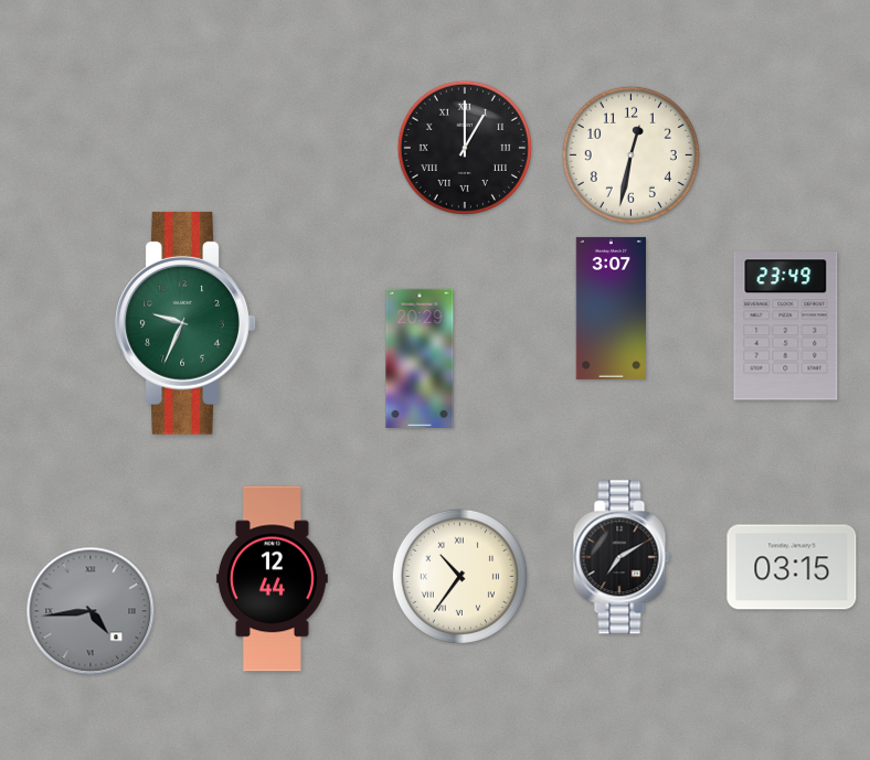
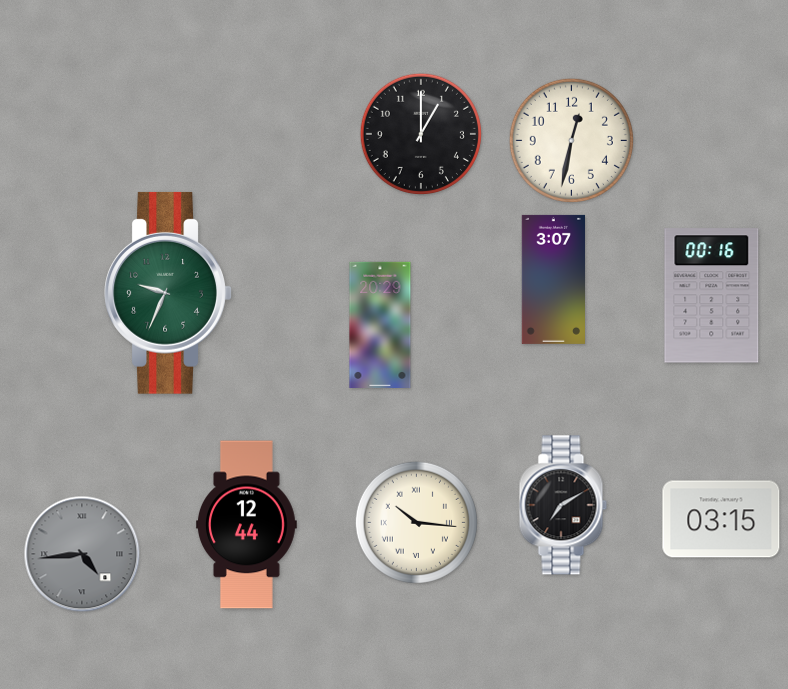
clock at (465, 148) numerals: Roman -> Arabic
clock at (786, 327): 23:49 -> 00:16
clock at (792, 567) position: (792, 567) -> (721, 519)
clock at (459, 576): 10:36 -> 10:16
